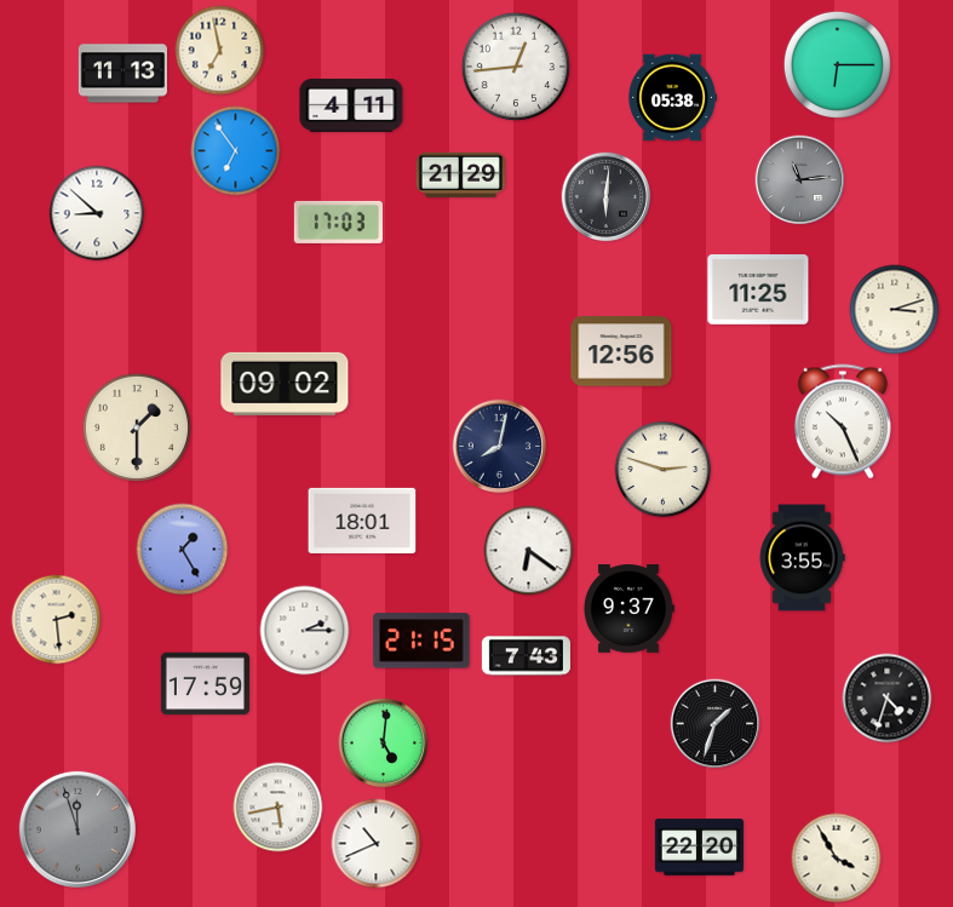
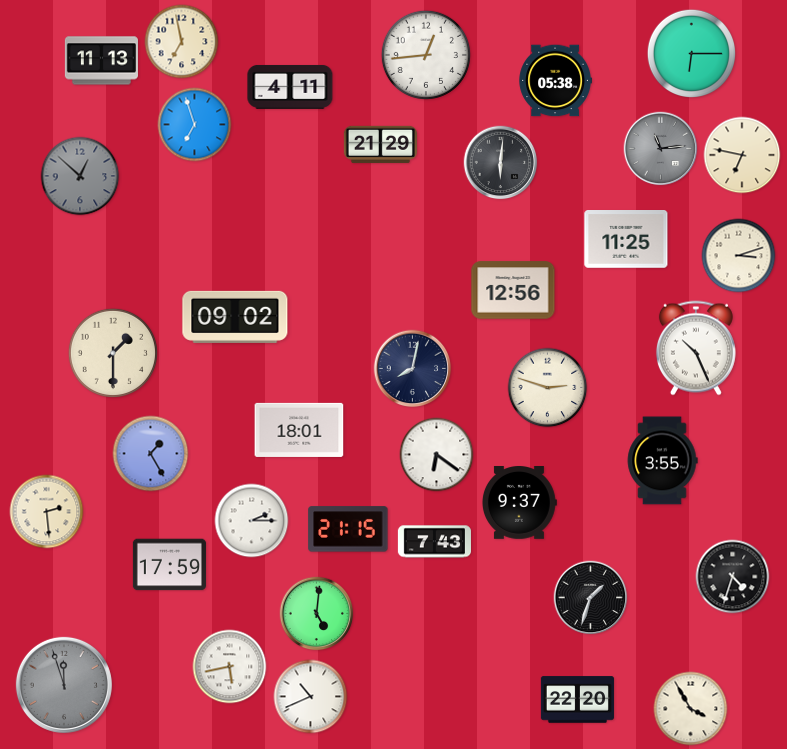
clock at (236, 151): 6:54 -> 6:57
clock at (742, 155): none -> 6:47
clock at (97, 213): 8:52 -> 12:52
clock at (97, 213) dial: white -> grey
clock at (338, 222): 17:03 -> none
